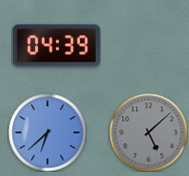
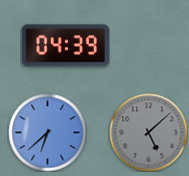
clock at (56, 46) position: (56, 46) -> (65, 46)
